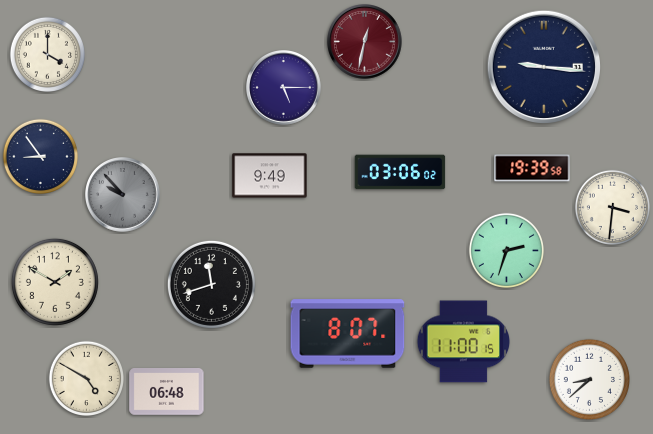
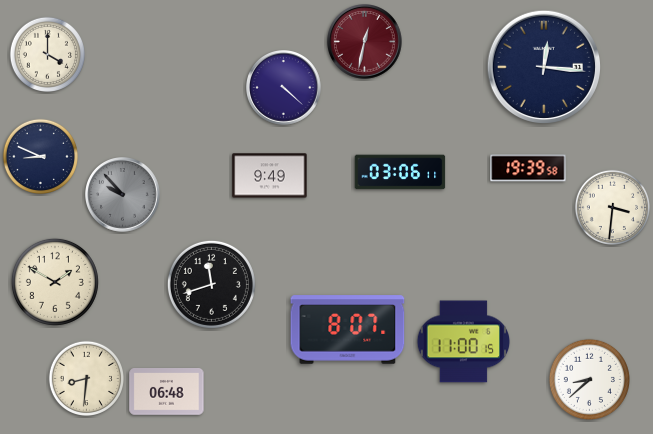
clock at (543, 66): 9:16 -> 12:16
clock at (284, 88): 5:15 -> 4:22
clock at (40, 156): 8:54 -> 8:49
clock at (532, 168) position: (532, 168) -> (528, 168)
clock at (400, 172): 03:06:02 -> 03:06:11
clock at (506, 250): 2:33 -> none
clock at (348, 334) position: (348, 334) -> (348, 330)
clock at (86, 378): 4:50 -> 8:31
